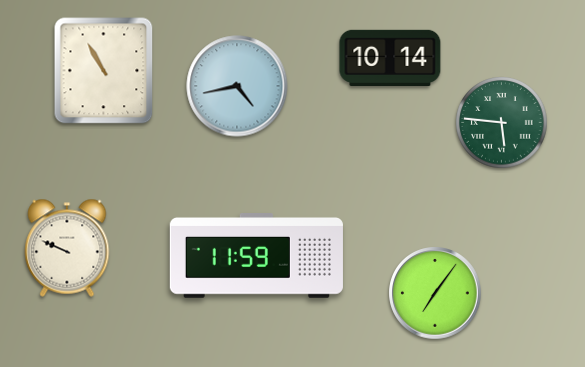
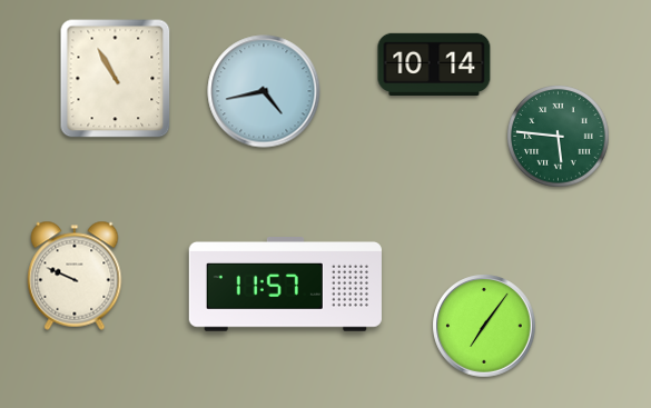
clock at (237, 86) position: (237, 86) -> (264, 91)
clock at (256, 256): 11:59 -> 11:57
